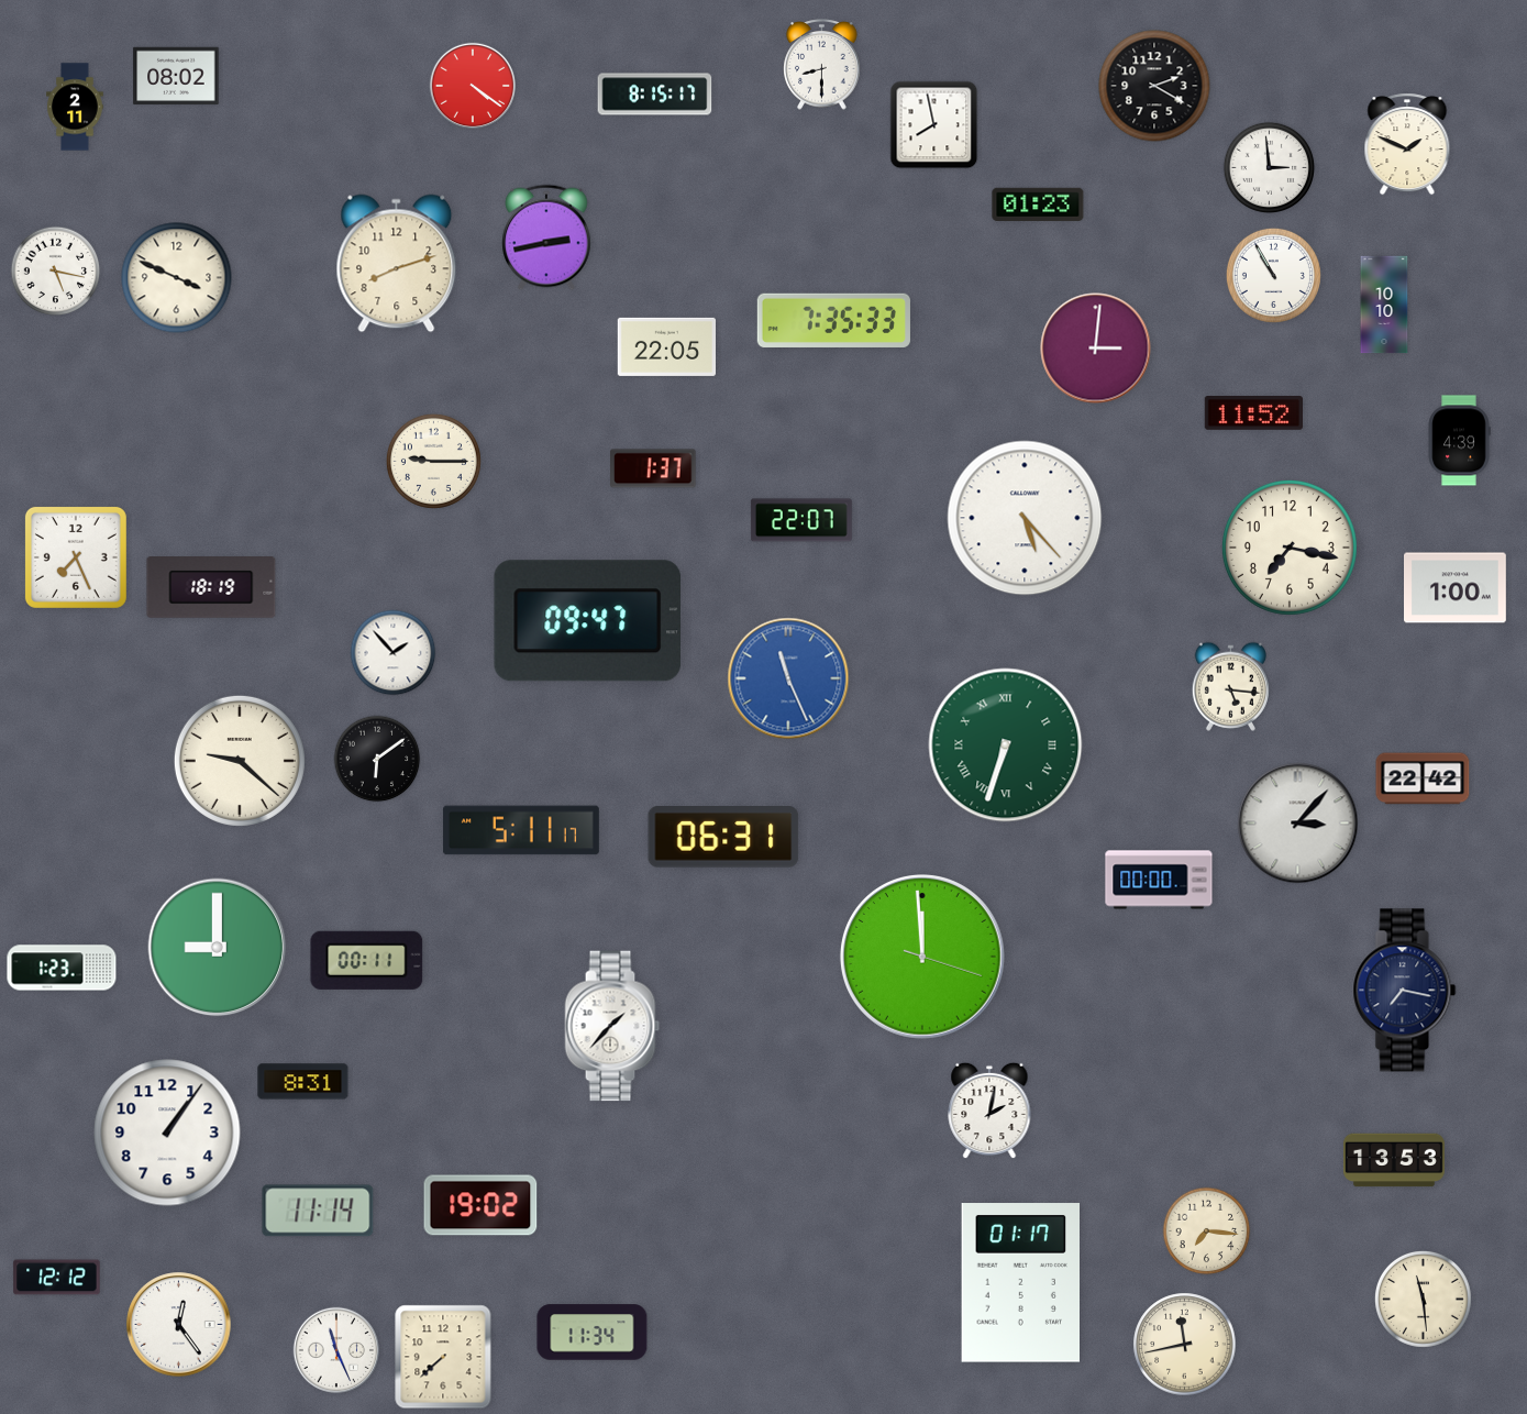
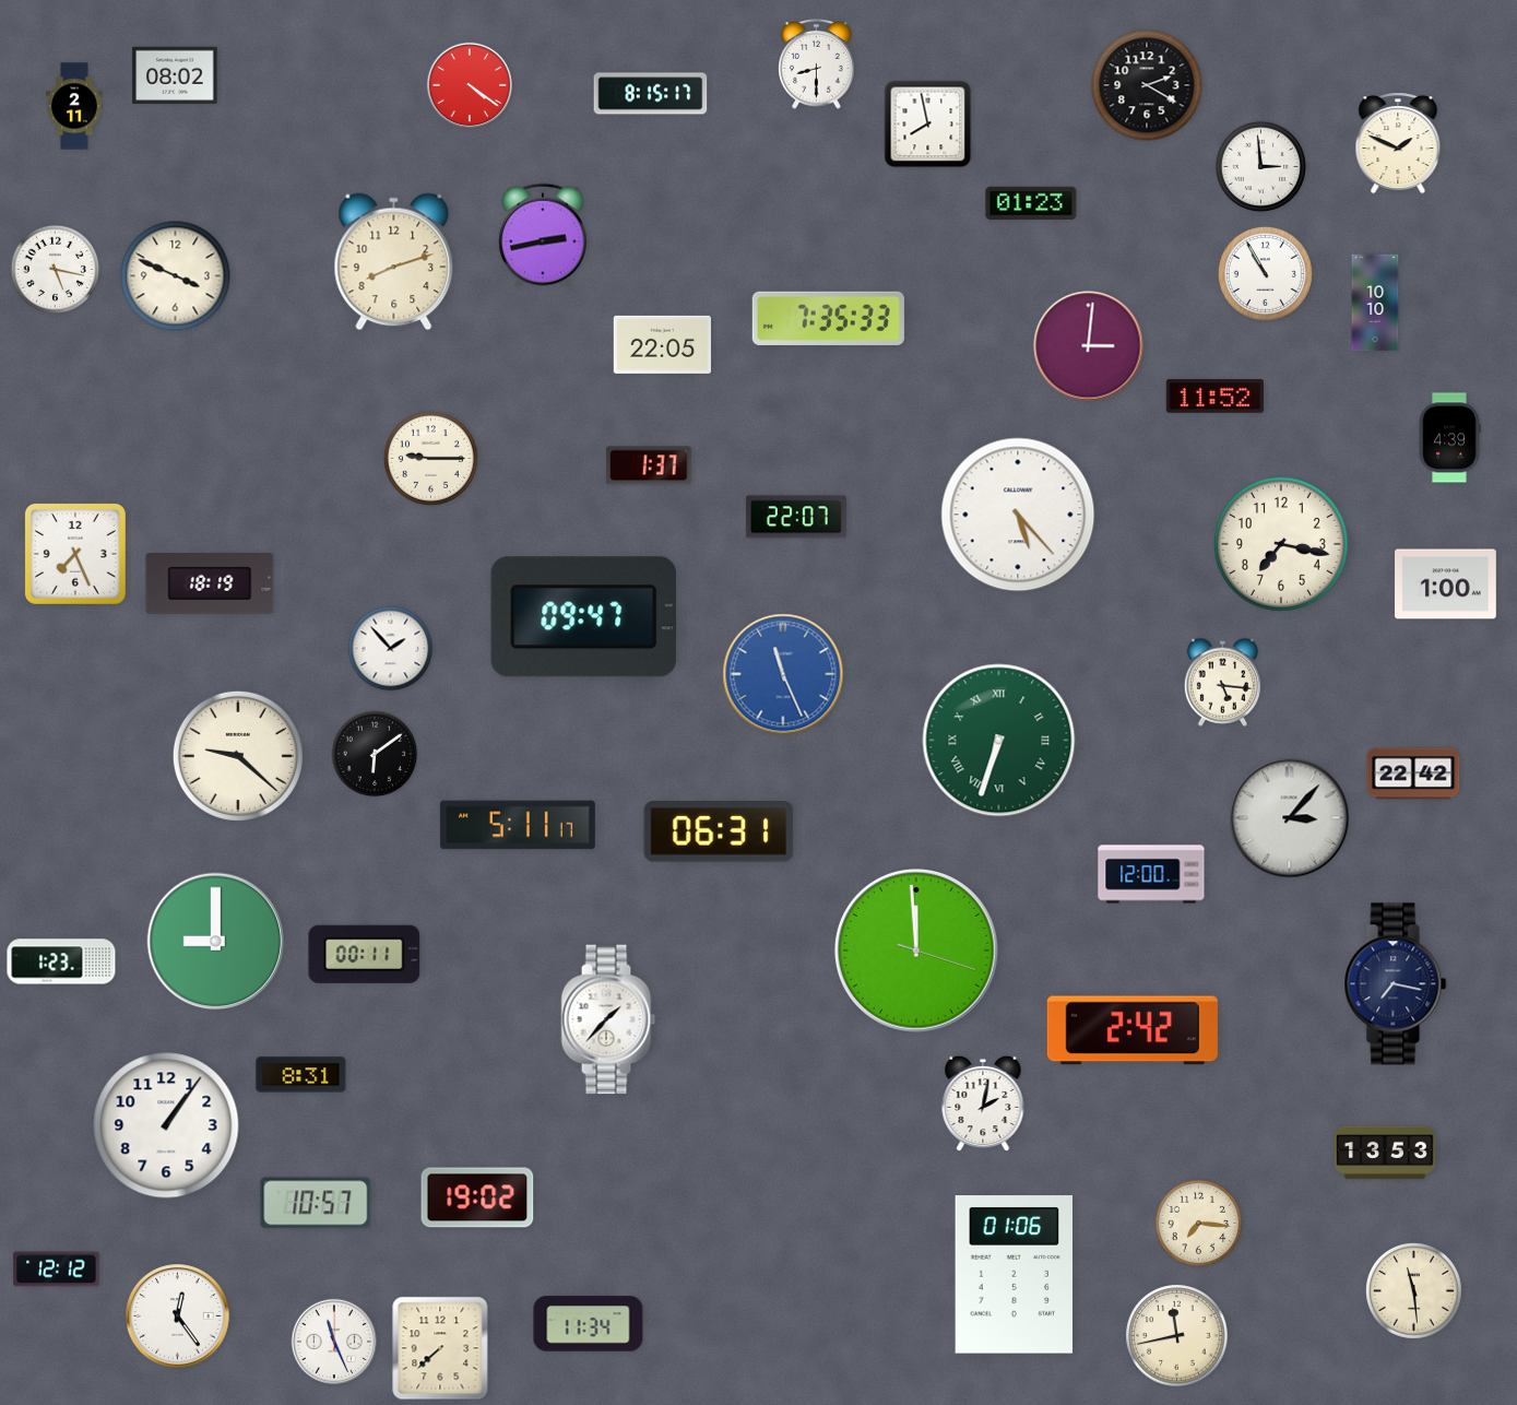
clock at (1253, 413) position: (1253, 413) -> (1214, 397)
clock at (1159, 880): 00:00 -> 12:00
clock at (1133, 1030): none -> 2:42
clock at (318, 1211): 11:14 -> 10:57
clock at (1021, 1283): 01:17 -> 01:06
